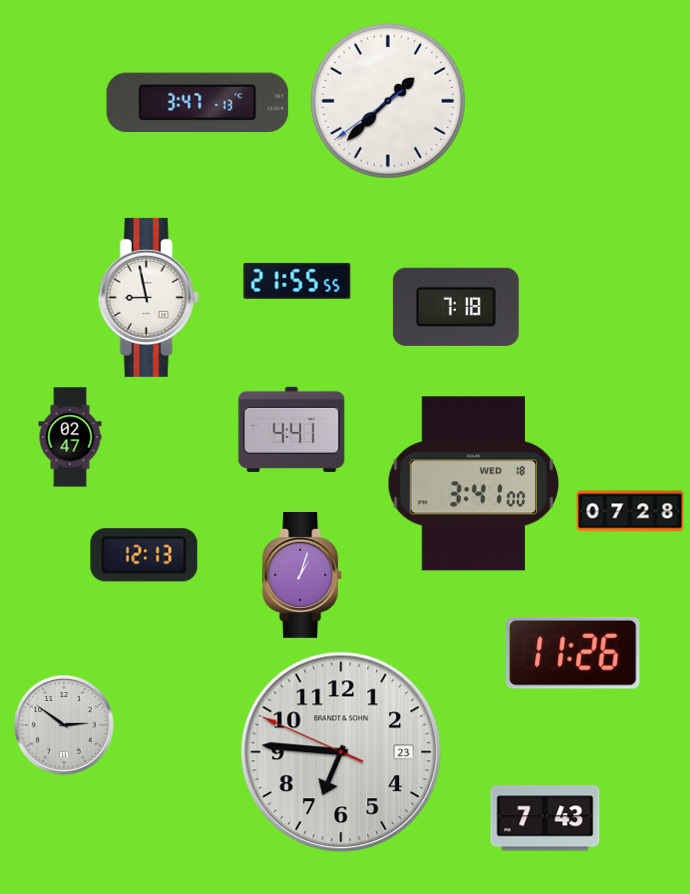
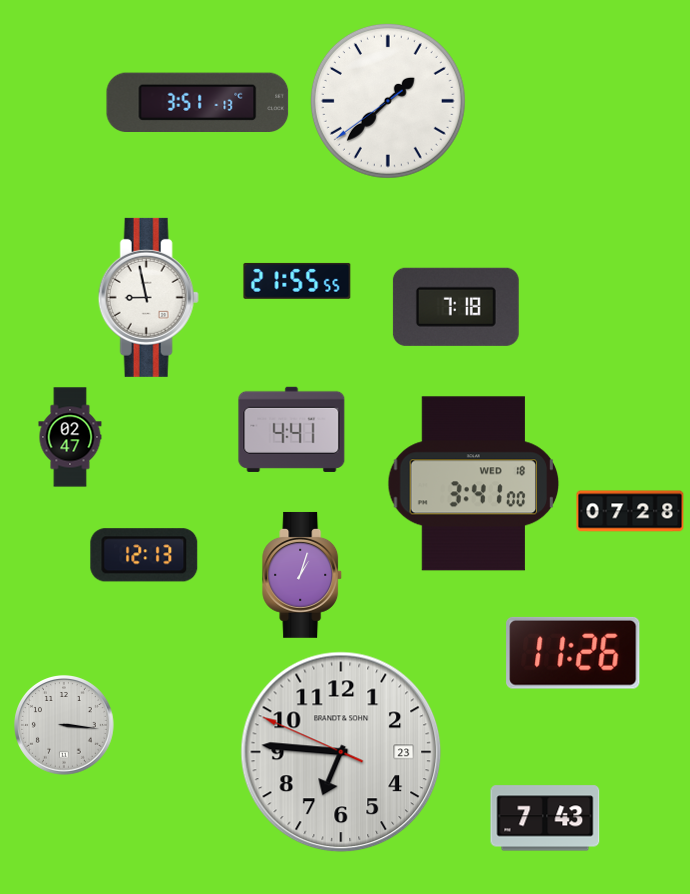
clock at (198, 103): 3:47 -> 3:51
clock at (64, 725): 2:51 -> 3:16
